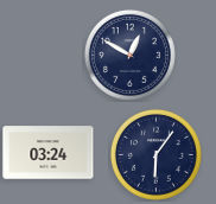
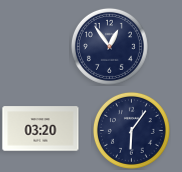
clock at (129, 55): 12:50 -> 12:54
clock at (49, 153): 03:24 -> 03:20
